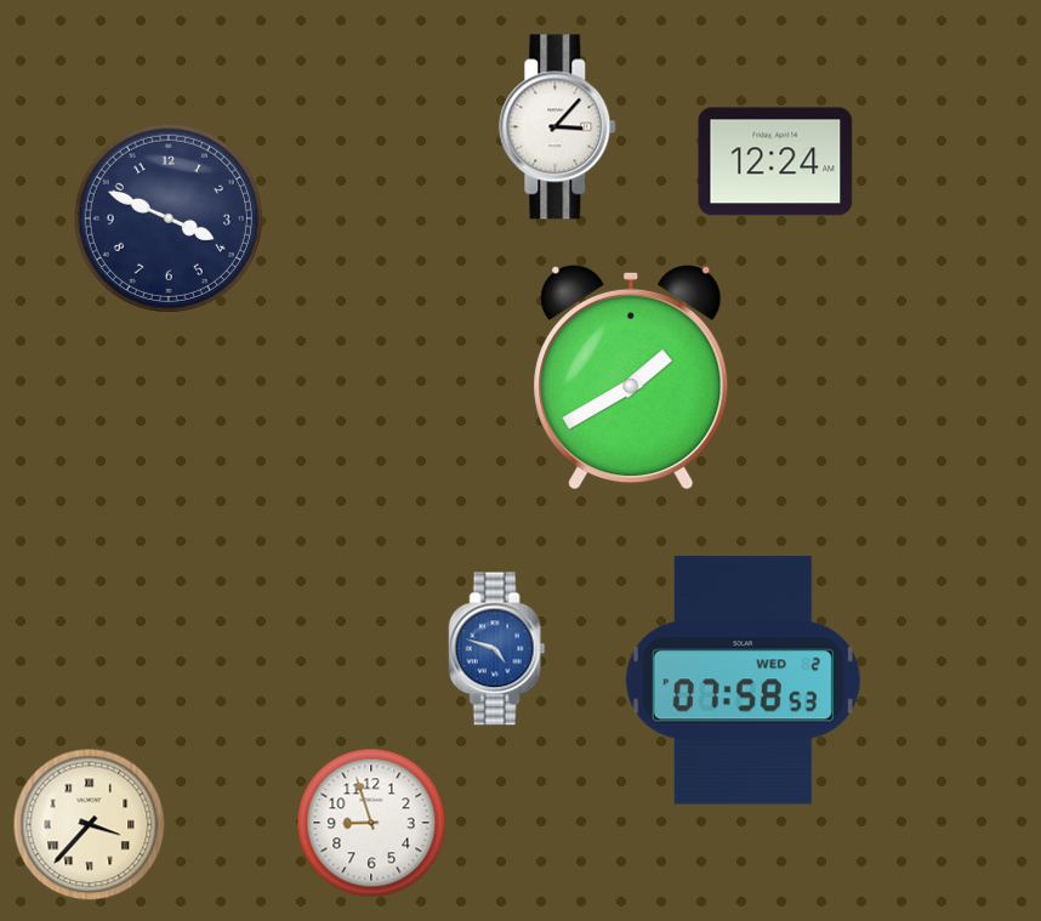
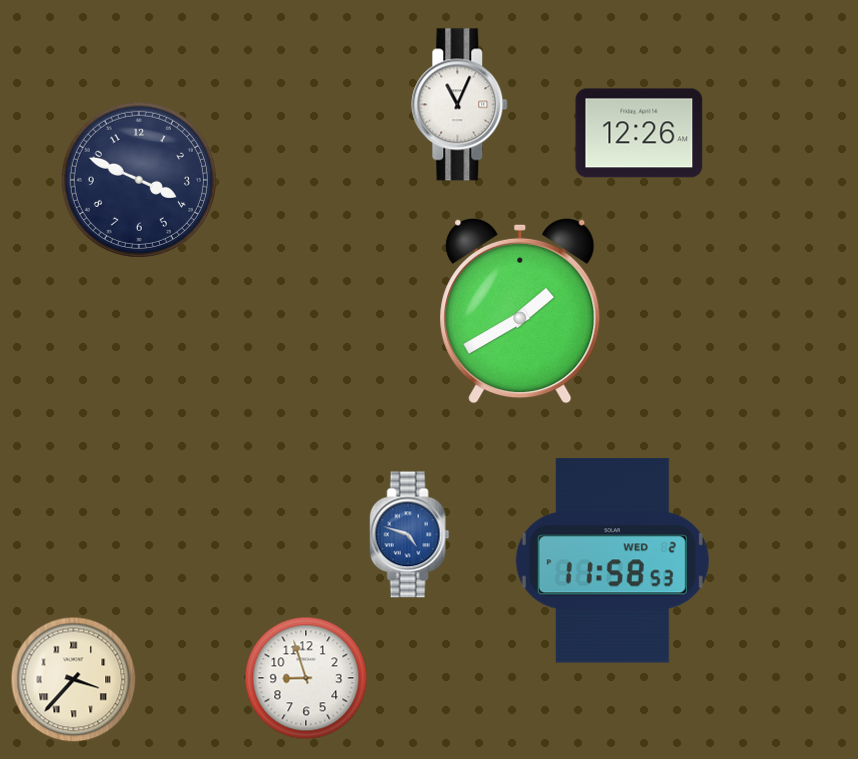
clock at (558, 127): 3:07 -> 11:04
clock at (775, 161): 12:24 -> 12:26
clock at (743, 681): 07:58 -> 11:58
